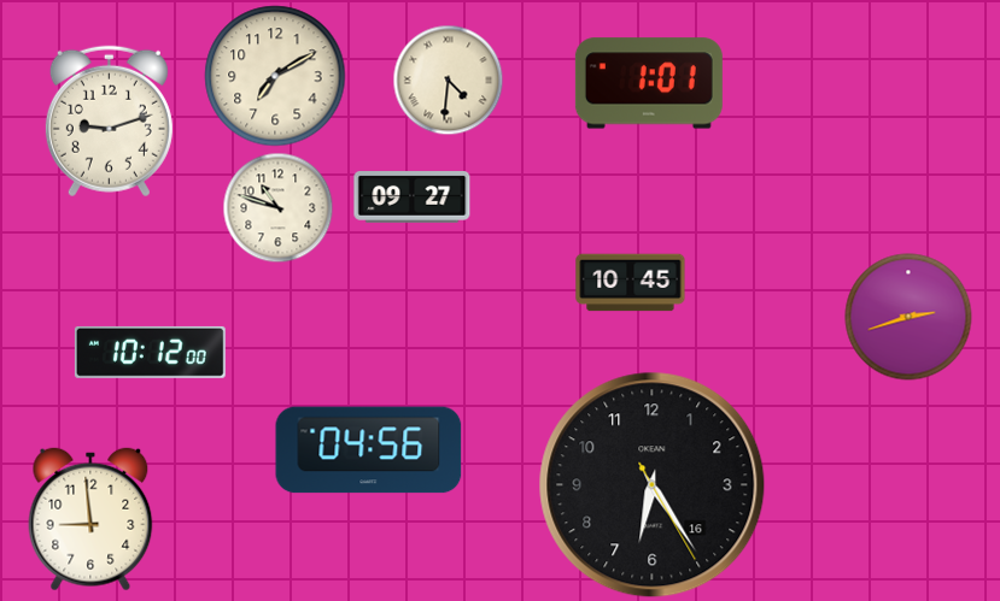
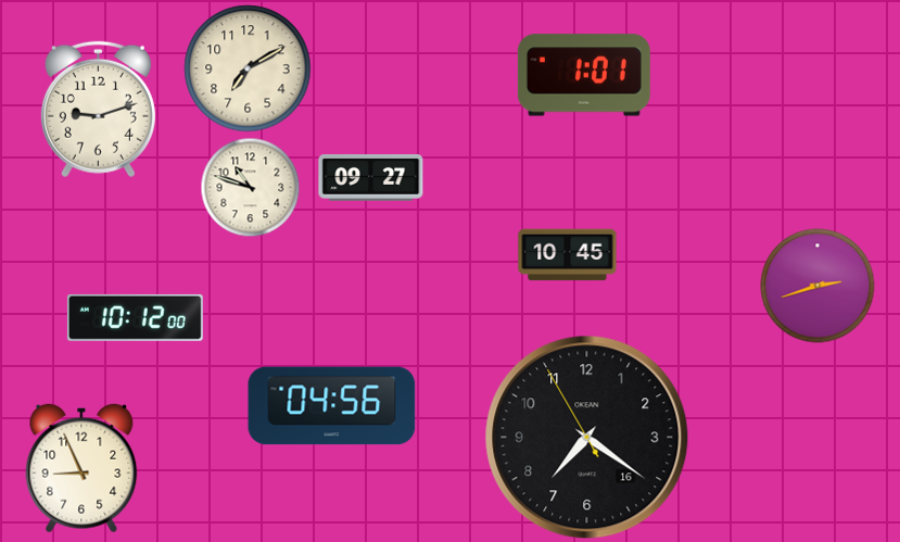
clock at (448, 79): 4:31 -> none
clock at (653, 485): 6:24 -> 7:20
clock at (90, 519): 8:59 -> 8:56
